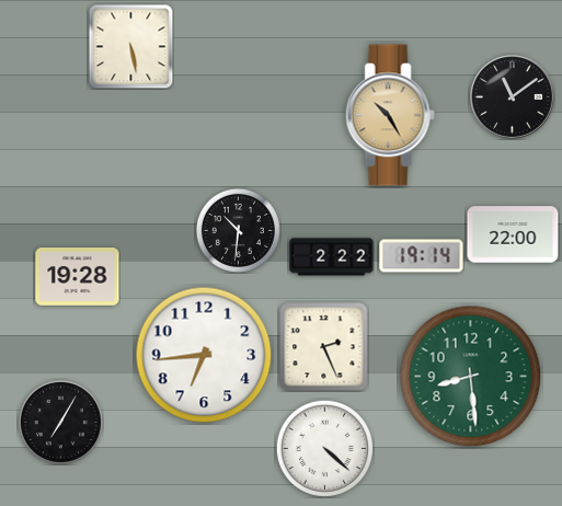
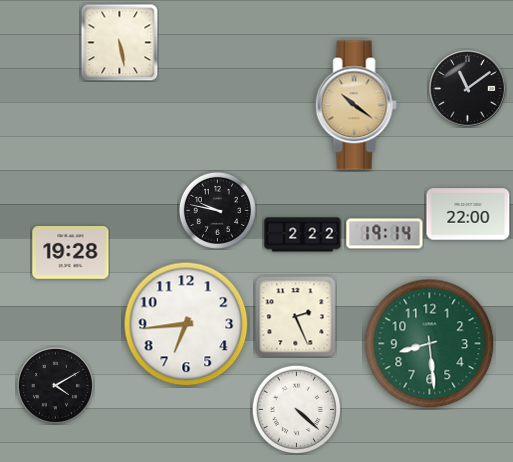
clock at (390, 115): 10:25 -> 10:21
clock at (238, 230): 10:31 -> 9:47
clock at (60, 422): 7:05 -> 4:10
